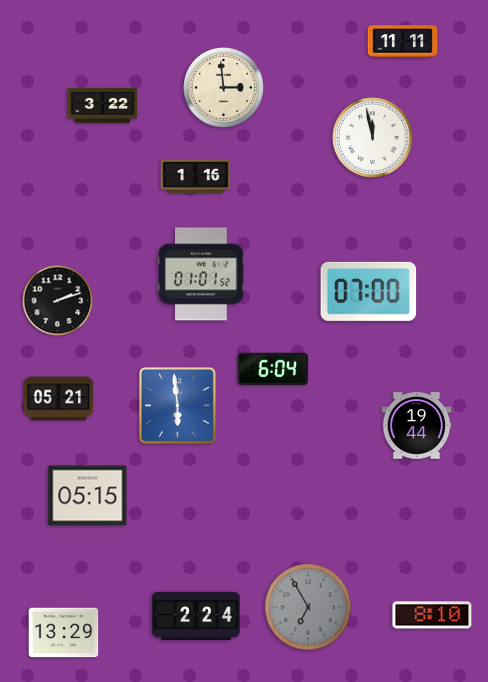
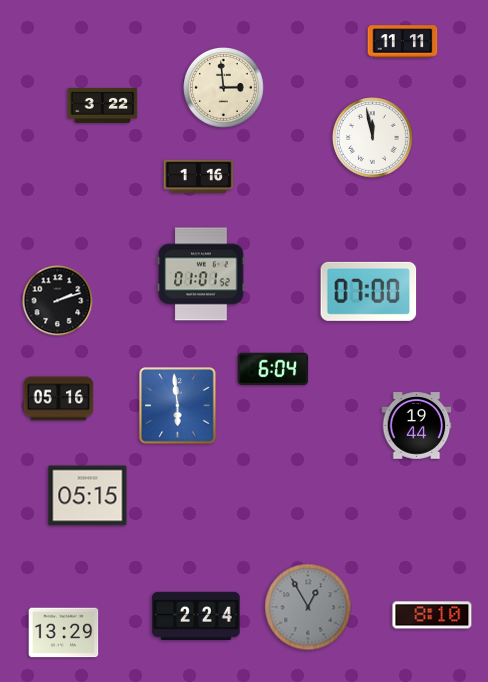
clock at (196, 177) position: (196, 177) -> (199, 177)
clock at (59, 399): 05:21 -> 05:16
clock at (308, 607): 6:55 -> 12:55
